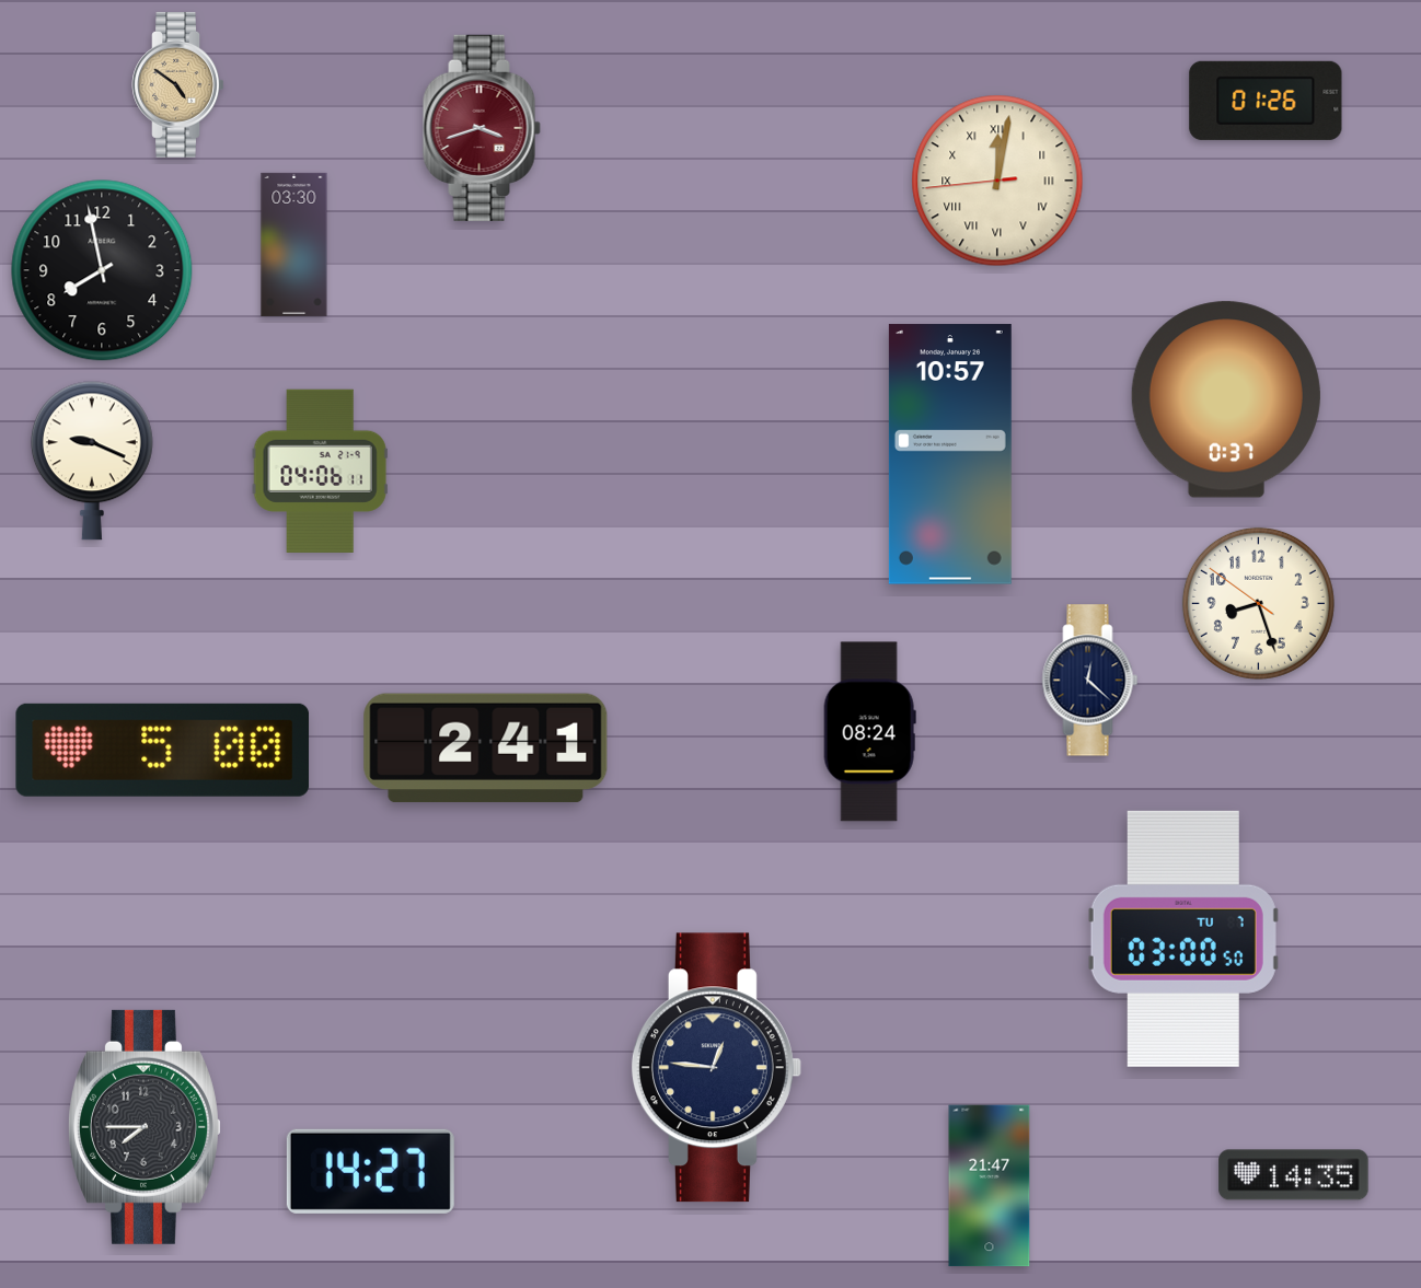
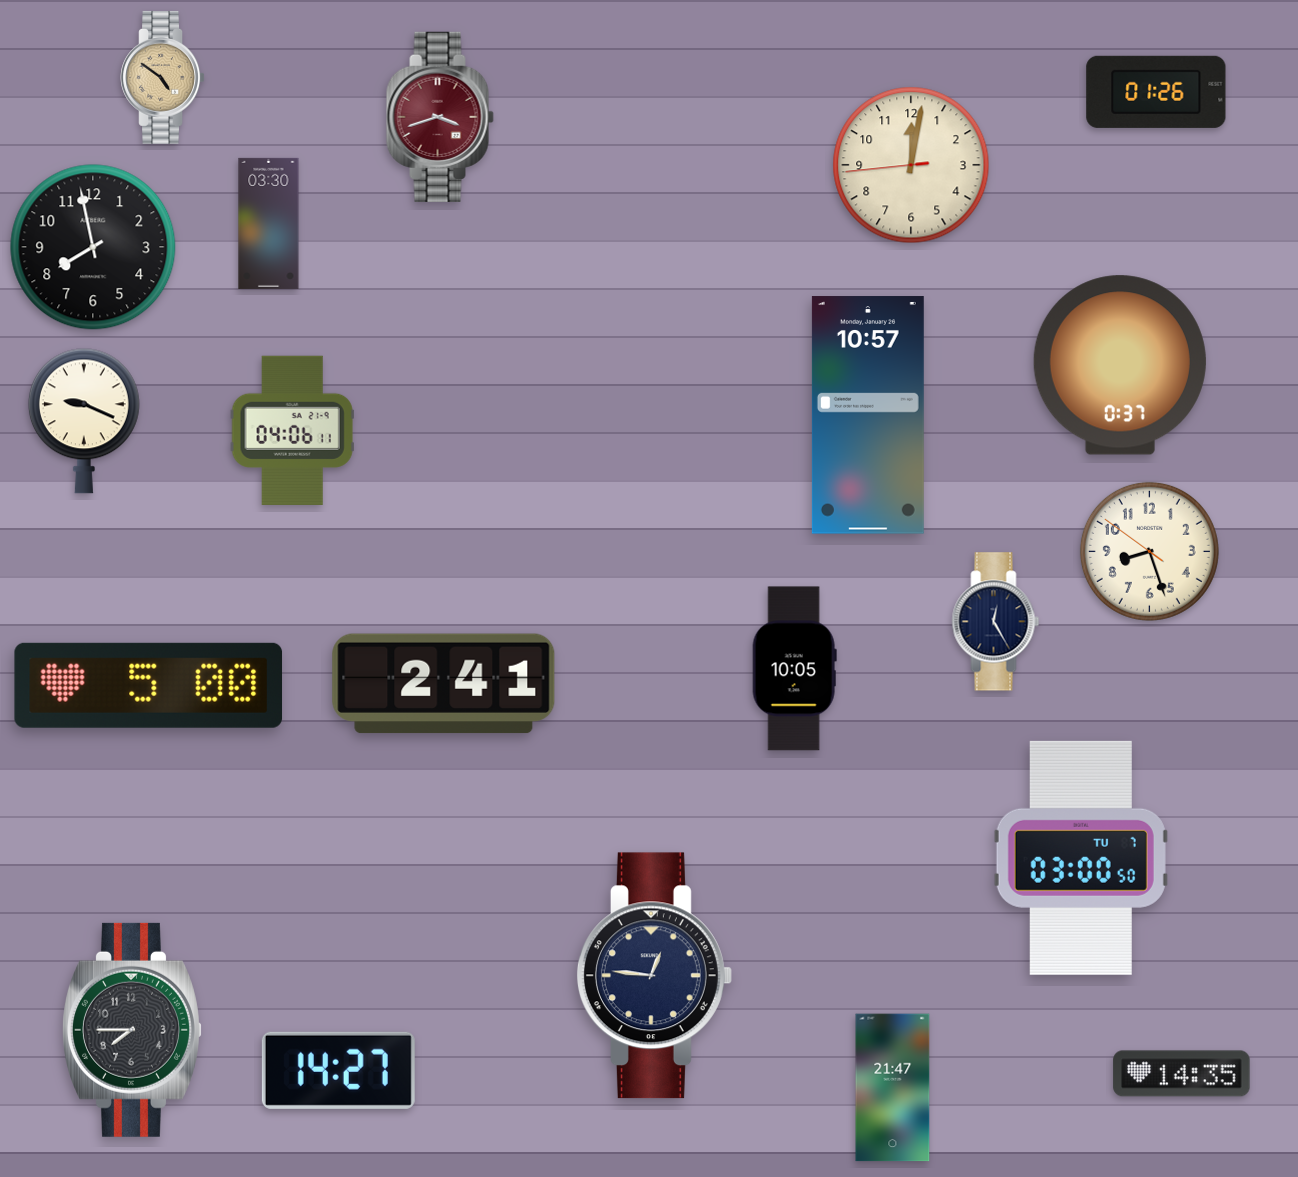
clock at (997, 181) numerals: Roman -> Arabic
clock at (1090, 681): 12:22 -> 12:25
clock at (869, 732): 08:24 -> 10:05
clock at (990, 1186) position: (990, 1186) -> (893, 1088)
